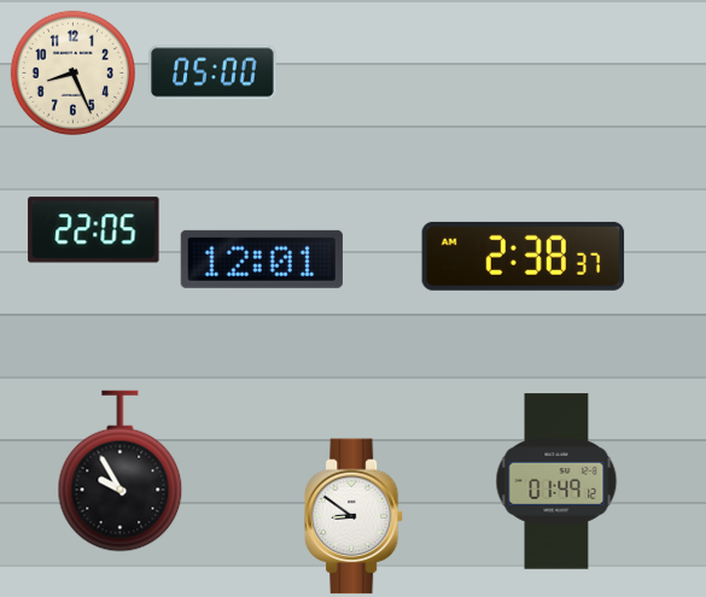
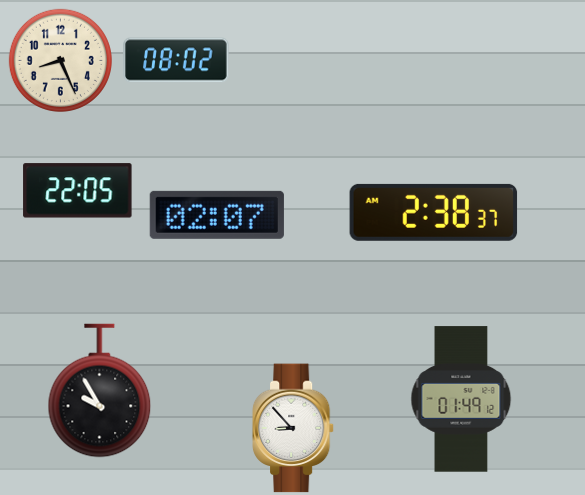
clock at (212, 72): 05:00 -> 08:02
clock at (262, 259): 12:01 -> 02:07
clock at (354, 516): 8:51 -> 8:53
